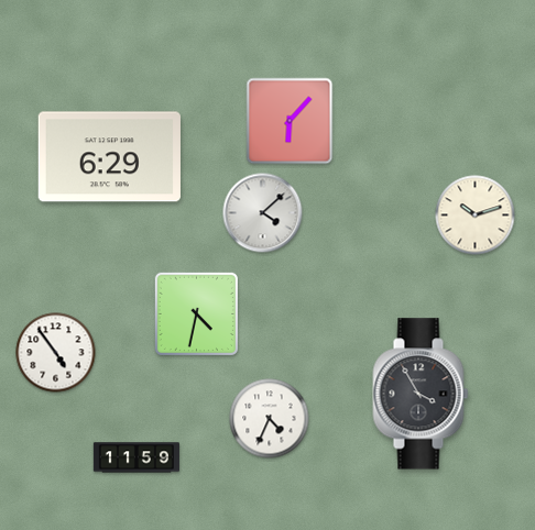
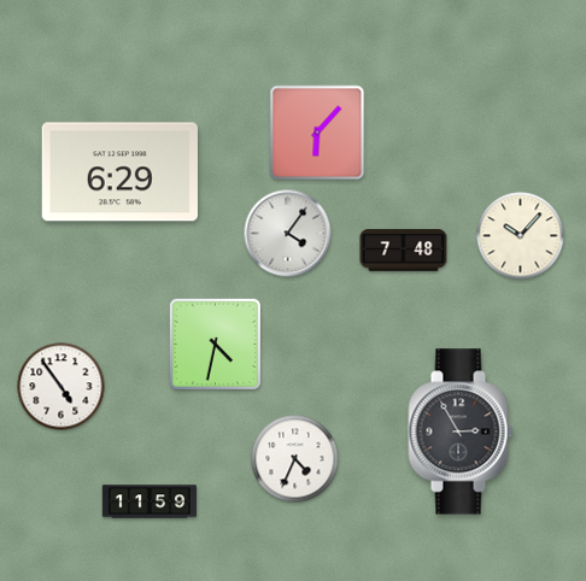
clock at (263, 213): 4:08 -> 4:06
clock at (476, 216): 10:12 -> 10:07
clock at (404, 251): none -> 7:48
clock at (421, 394): 3:55 -> 2:55
